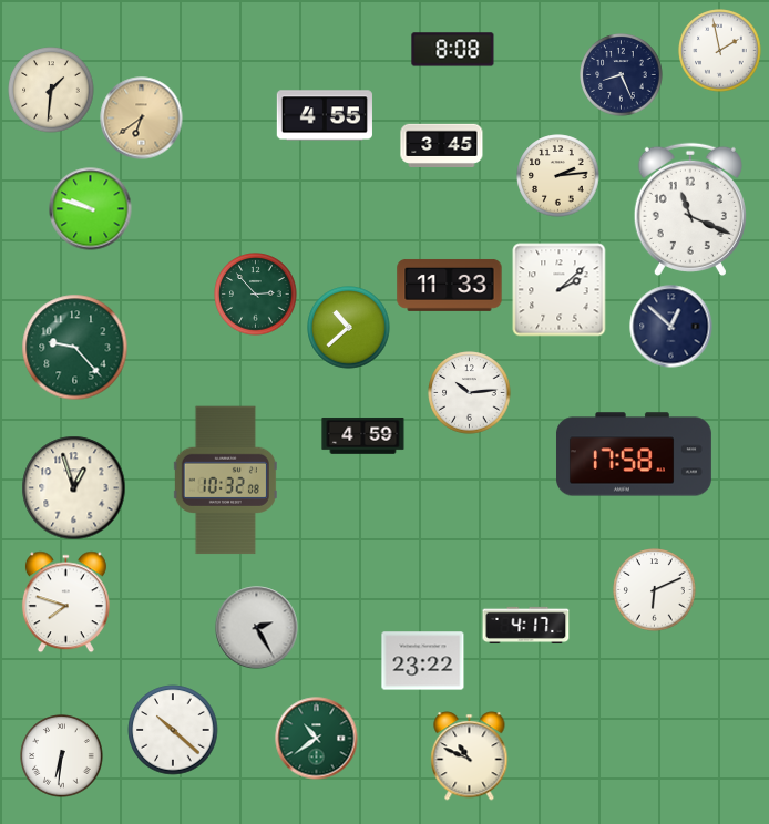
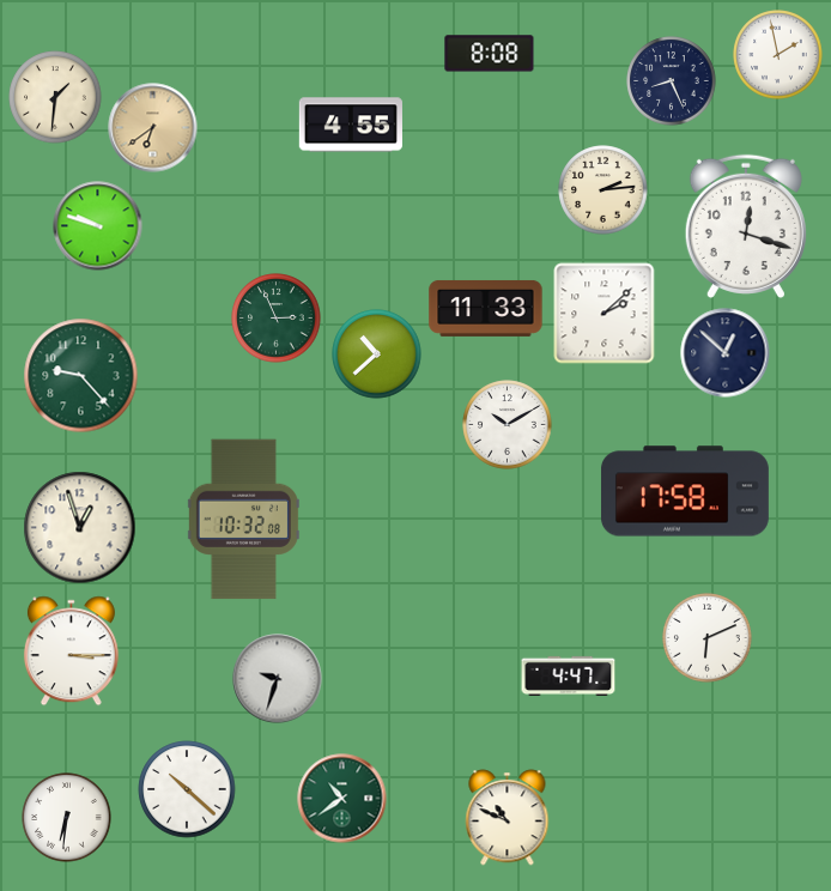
clock at (442, 145): 3:45 -> none
clock at (690, 209): 11:19 -> 12:18
clock at (256, 295): 2:53 -> 2:56
clock at (470, 393): 10:14 -> 10:10
clock at (363, 436): 4:59 -> none
clock at (65, 602): 7:48 -> 3:15
clock at (526, 625): 4:17 -> 4:47
clock at (257, 628): 2:25 -> 9:33
clock at (423, 661): 23:22 -> none
